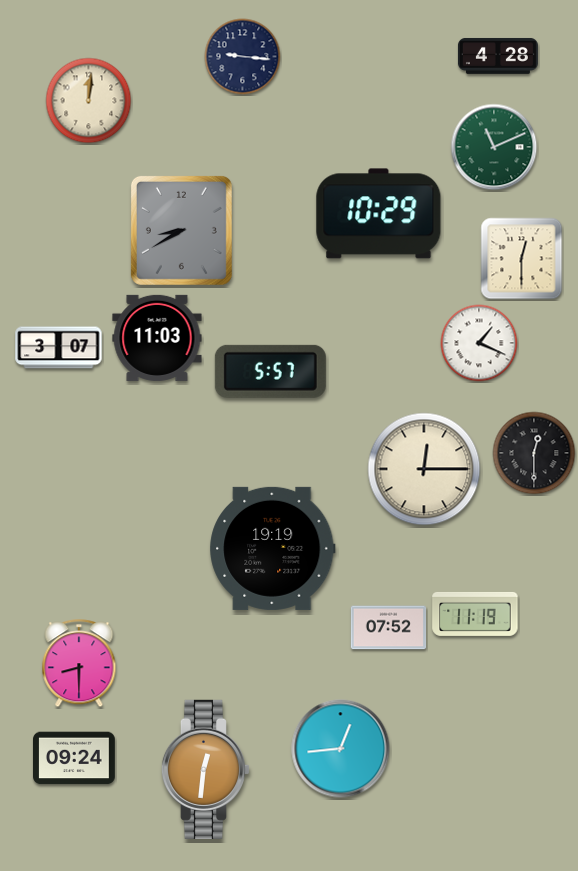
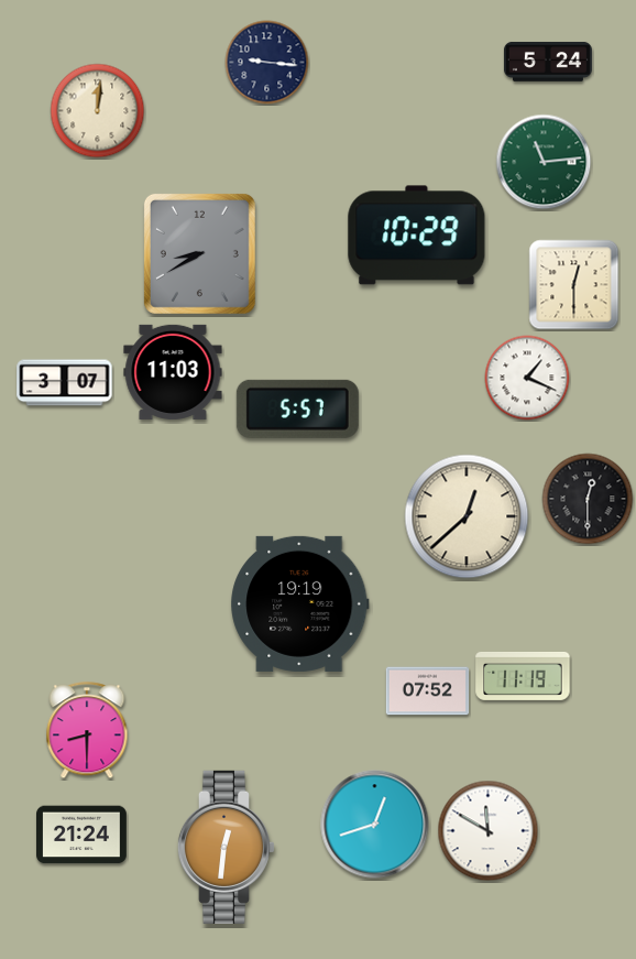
clock at (498, 56): 4:28 -> 5:24
clock at (494, 147): 11:11 -> 11:14
clock at (424, 469): 12:15 -> 12:38
clock at (341, 749): 12:44 -> 12:42
clock at (489, 831): none -> 11:50
clock at (75, 758): 09:24 -> 21:24
